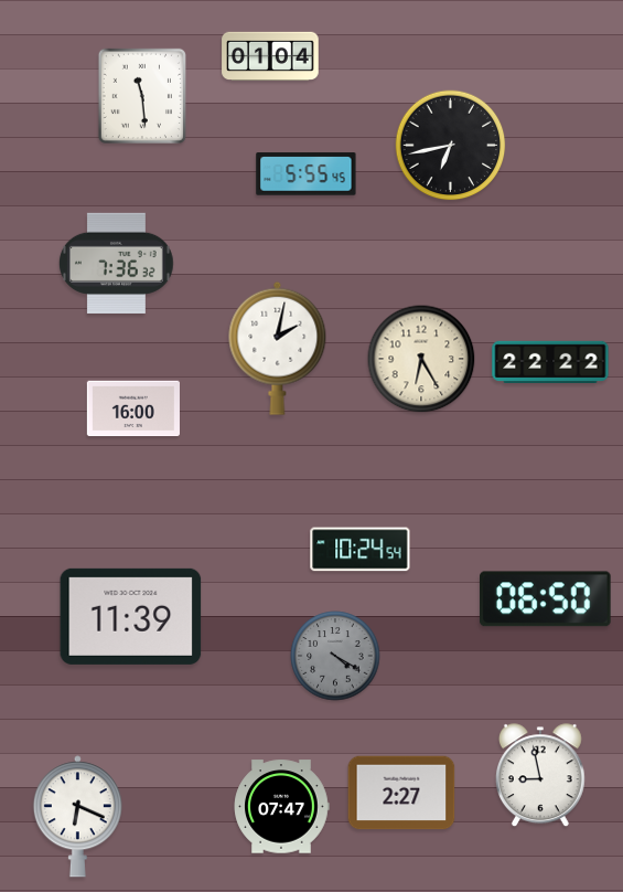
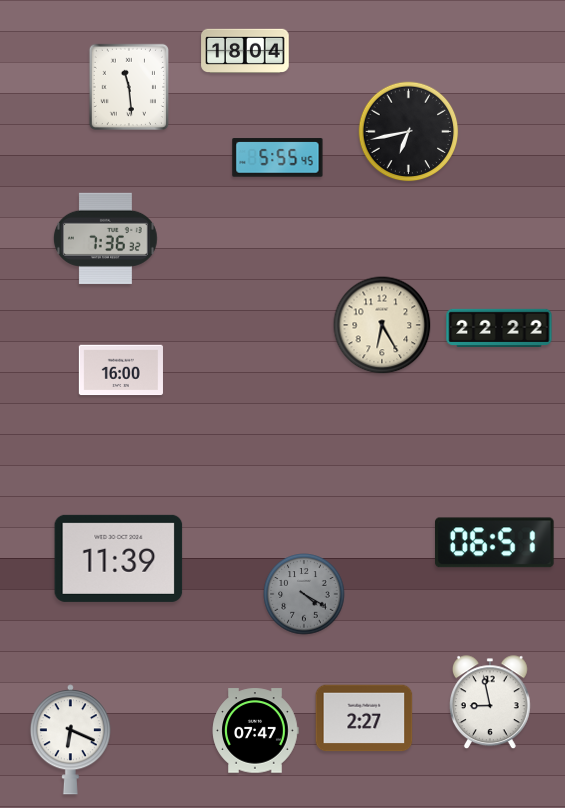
clock at (270, 55): 01:04 -> 18:04
clock at (278, 348): 2:02 -> none
clock at (361, 550): 10:24 -> none
clock at (546, 599): 06:50 -> 06:51
